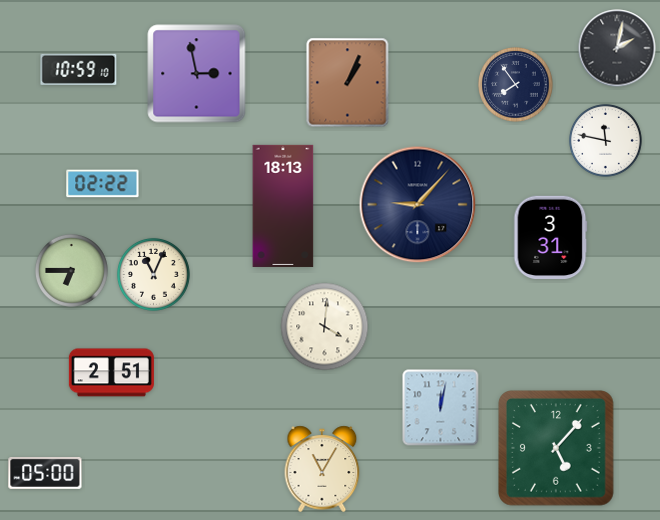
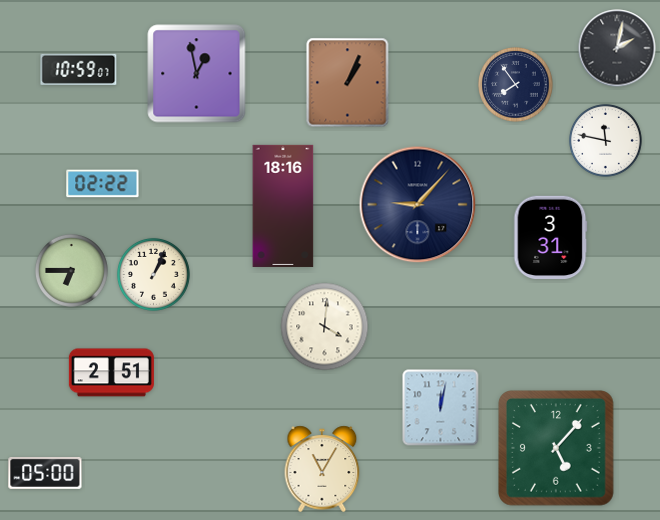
clock at (79, 69): 10:59:10 -> 10:59:07
clock at (197, 74): 2:58 -> 12:58
clock at (283, 206): 18:13 -> 18:16
clock at (153, 274): 11:04 -> 1:04
